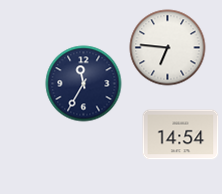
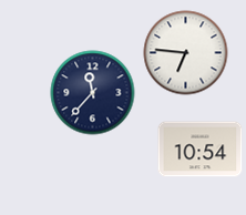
clock at (84, 84): 11:35 -> 11:37
clock at (181, 135): 14:54 -> 10:54
